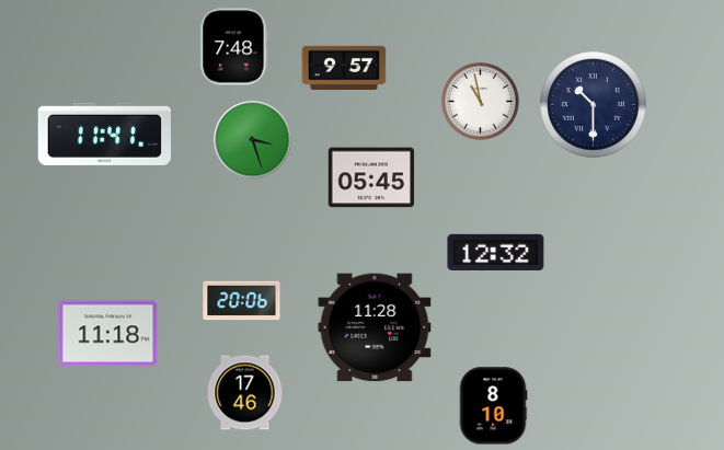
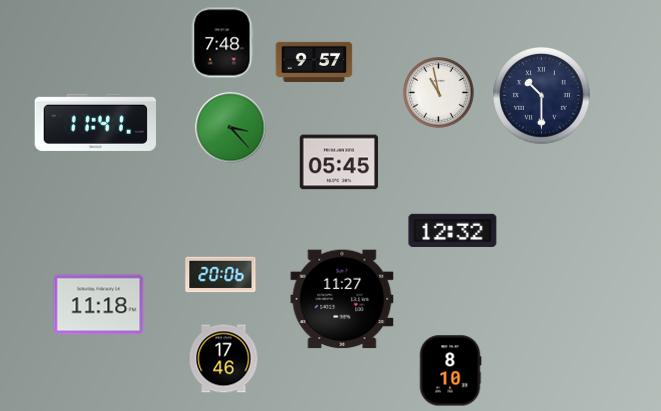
clock at (234, 47) position: (234, 47) -> (223, 43)
clock at (253, 140): 3:27 -> 3:23
clock at (375, 327): 11:28 -> 11:27
